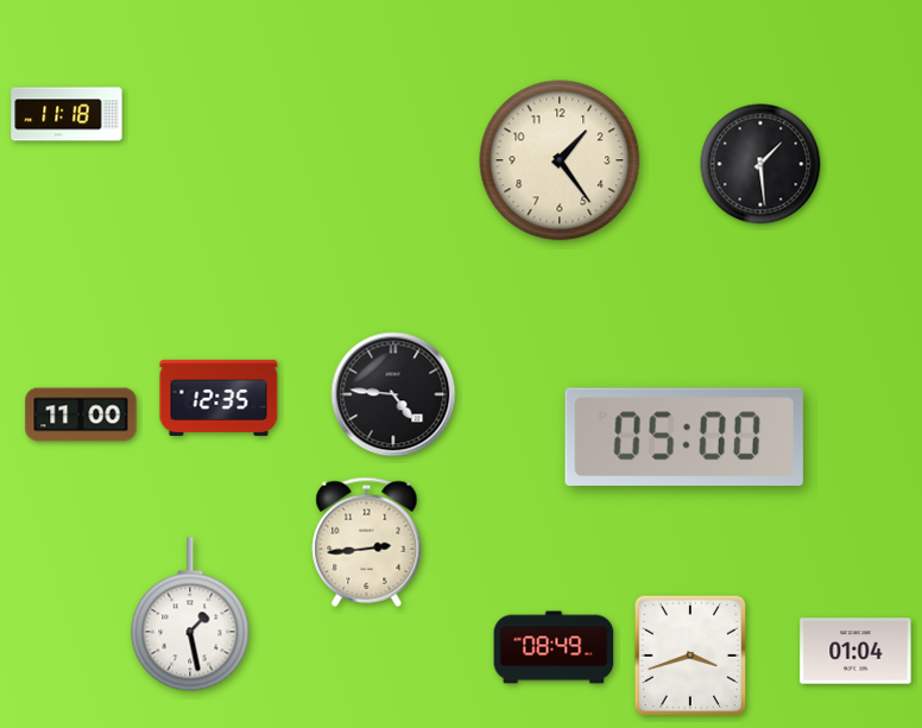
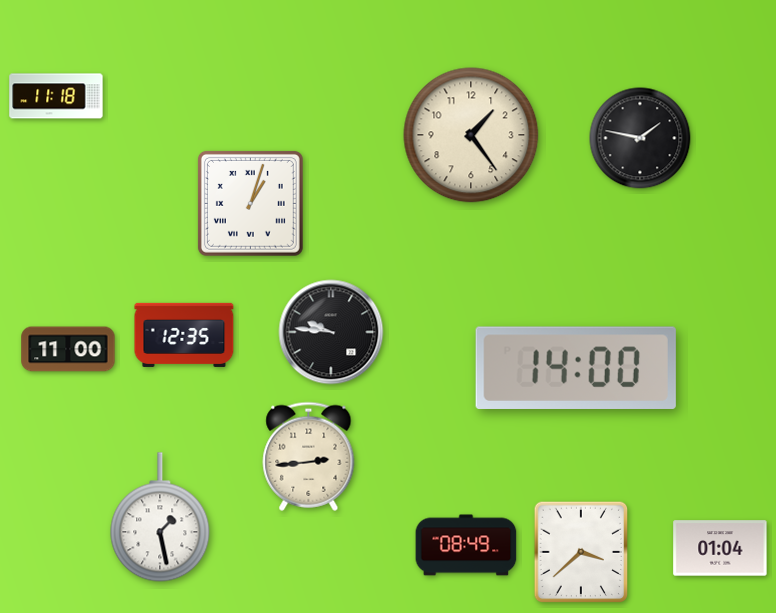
clock at (760, 164): 1:29 -> 1:47
clock at (250, 203): none -> 1:03
clock at (393, 394): 4:46 -> 9:46
clock at (684, 437): 05:00 -> 14:00
clock at (690, 656): 3:42 -> 3:38
